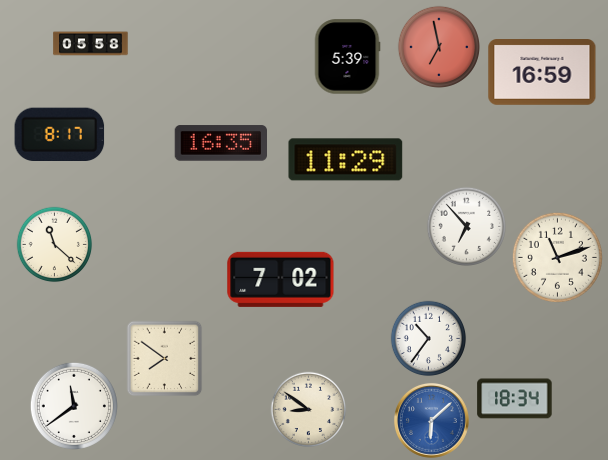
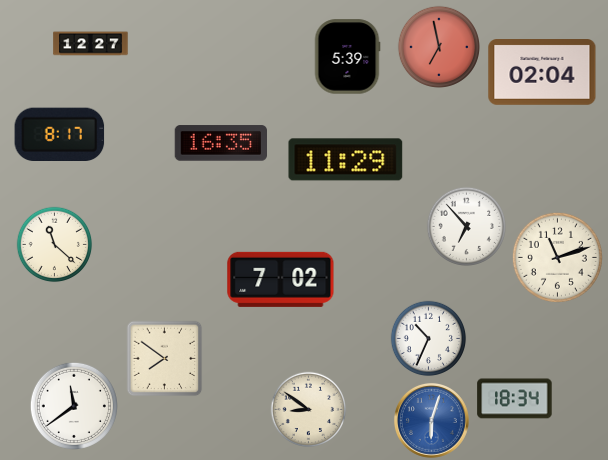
clock at (91, 44): 05:58 -> 12:27
clock at (542, 73): 16:59 -> 02:04
clock at (429, 339): 10:36 -> 10:34
clock at (431, 420): 6:08 -> 6:03
